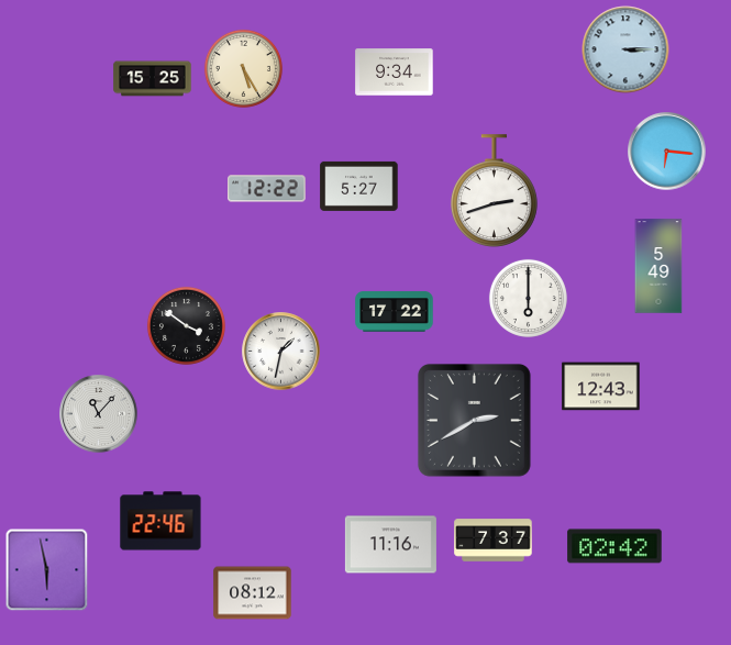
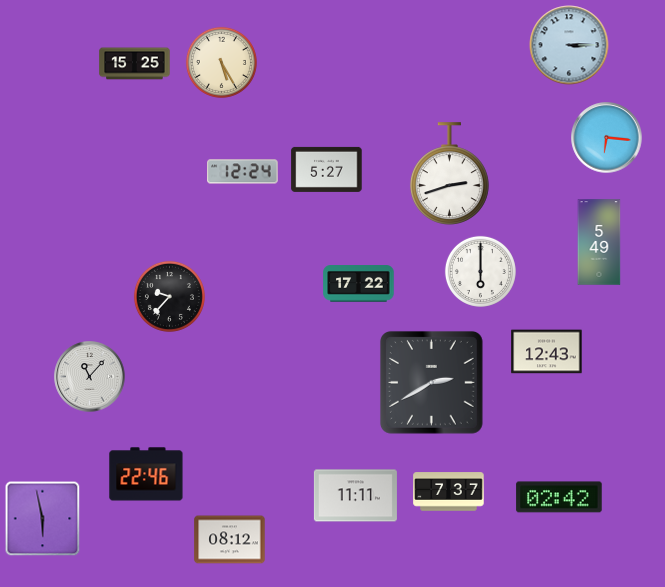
clock at (395, 73): 9:34 -> none
clock at (153, 79) position: (153, 79) -> (135, 64)
clock at (267, 189): 12:22 -> 12:24
clock at (186, 325): 3:51 -> 9:37
clock at (281, 352): 1:32 -> none
clock at (390, 545): 11:16 -> 11:11
